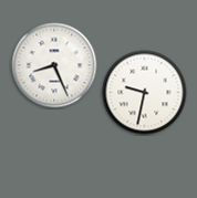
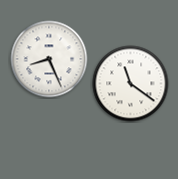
clock at (145, 93): 9:32 -> 11:21
